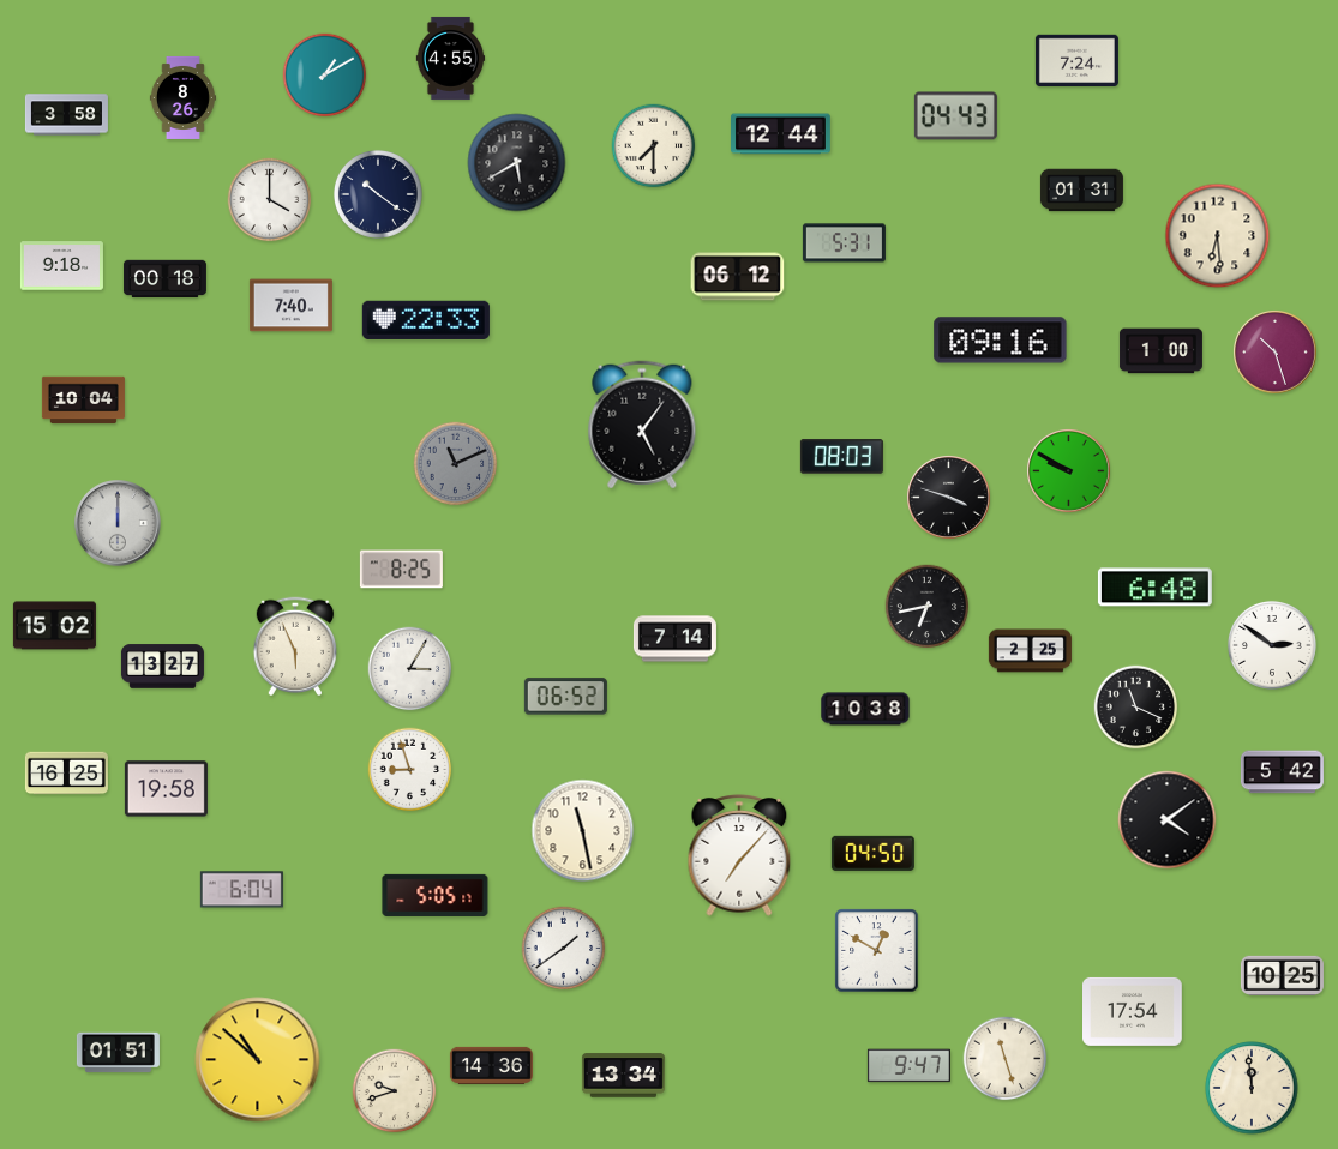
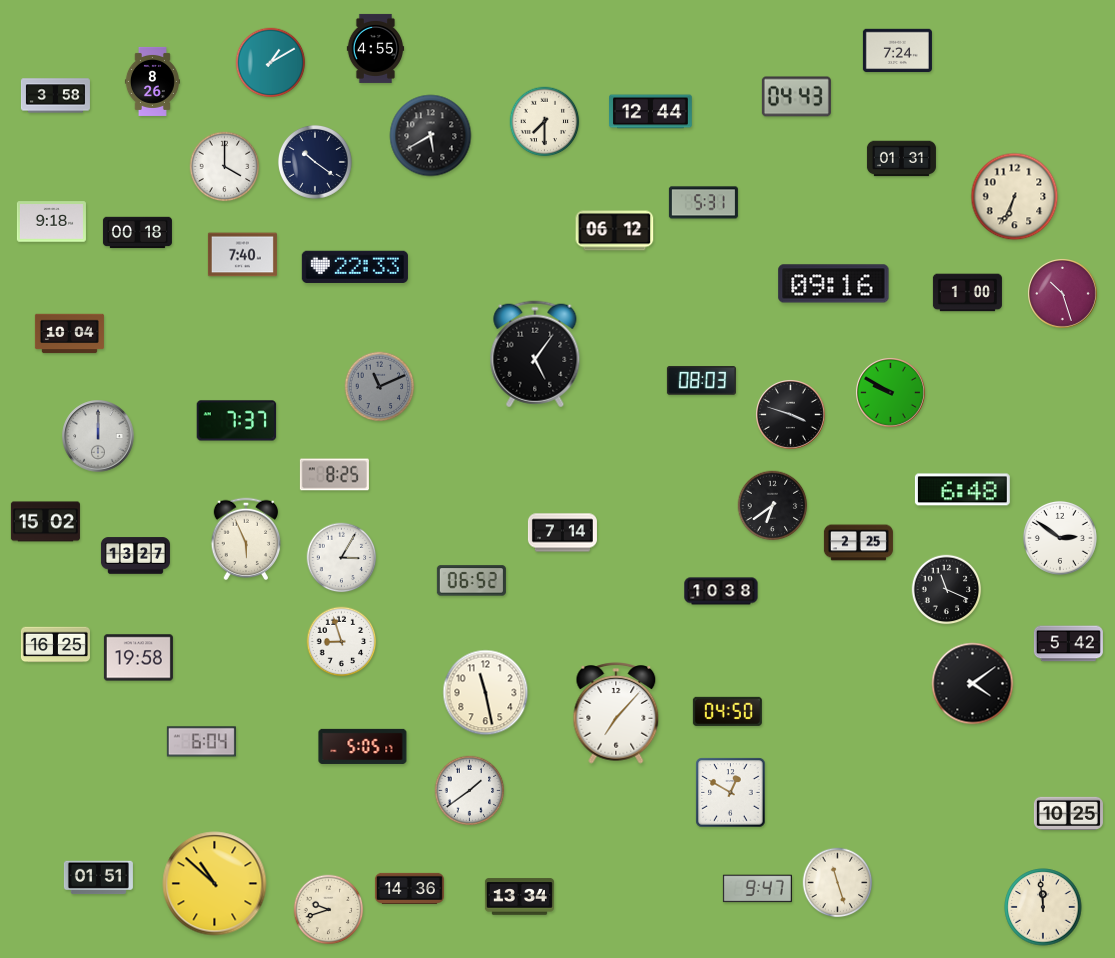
clock at (1218, 236): 6:29 -> 6:34
clock at (237, 421): none -> 7:37
clock at (928, 607): 6:43 -> 6:39
clock at (1133, 1011): 17:54 -> none
